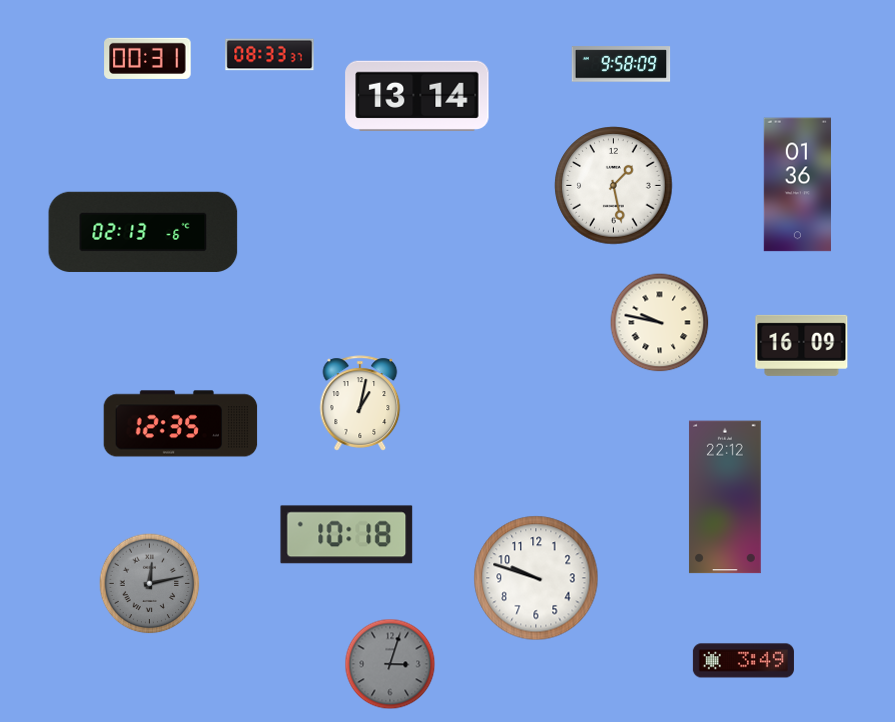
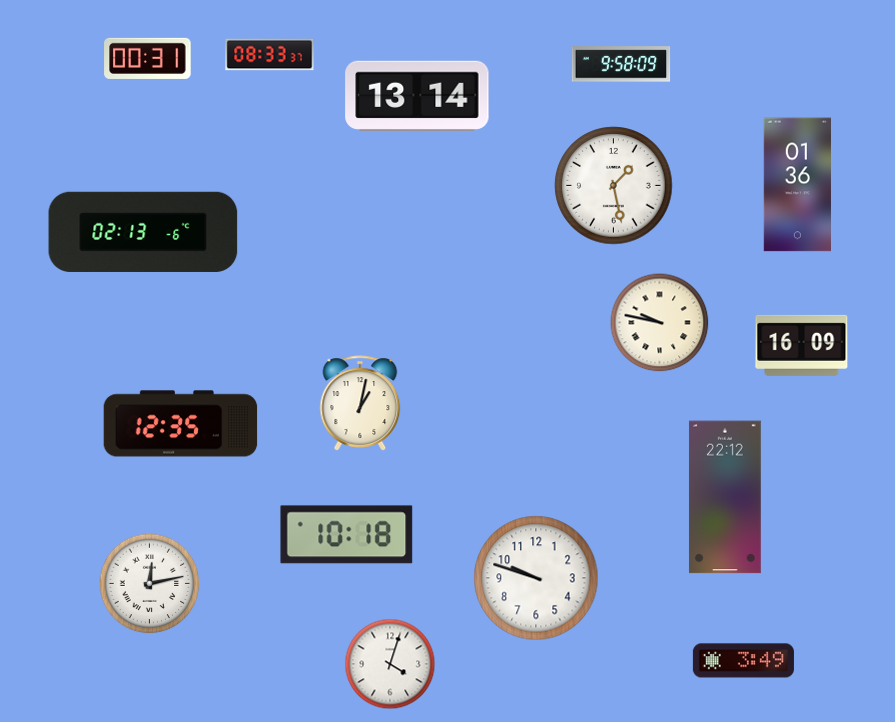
clock at (150, 584) dial: grey -> white
clock at (390, 664): 3:03 -> 4:03
clock at (390, 664) dial: grey -> white
